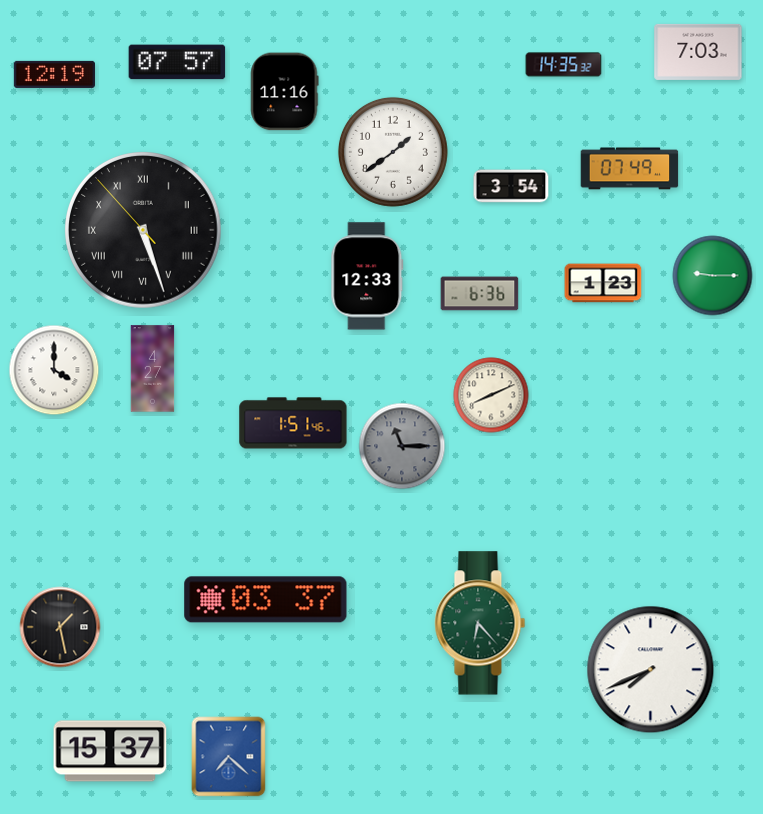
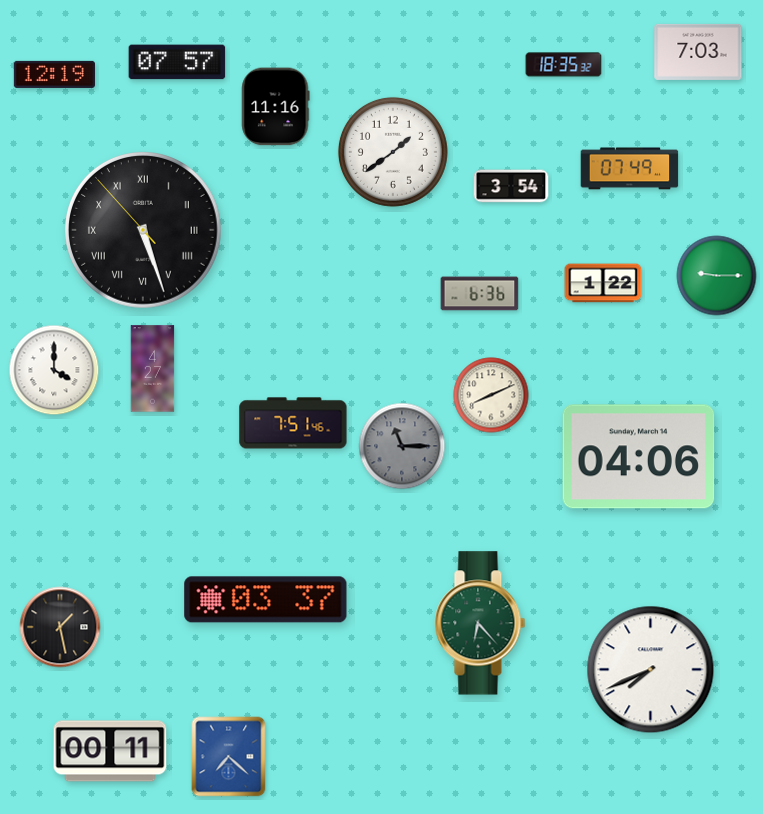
clock at (564, 65): 14:35 -> 18:35
clock at (285, 92) position: (285, 92) -> (276, 107)
clock at (367, 276): 12:33 -> none
clock at (713, 276) position: (713, 276) -> (717, 276)
clock at (603, 283): 1:23 -> 1:22
clock at (293, 423): 1:51 -> 7:51
clock at (639, 457): none -> 04:06
clock at (110, 751): 15:37 -> 00:11
